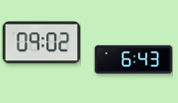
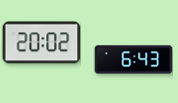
clock at (41, 43): 09:02 -> 20:02
